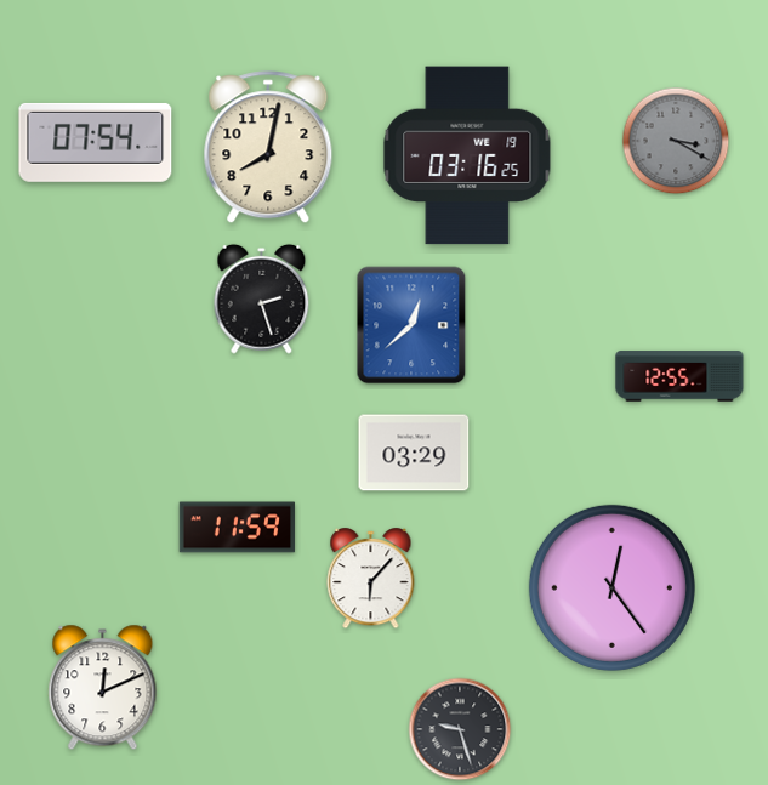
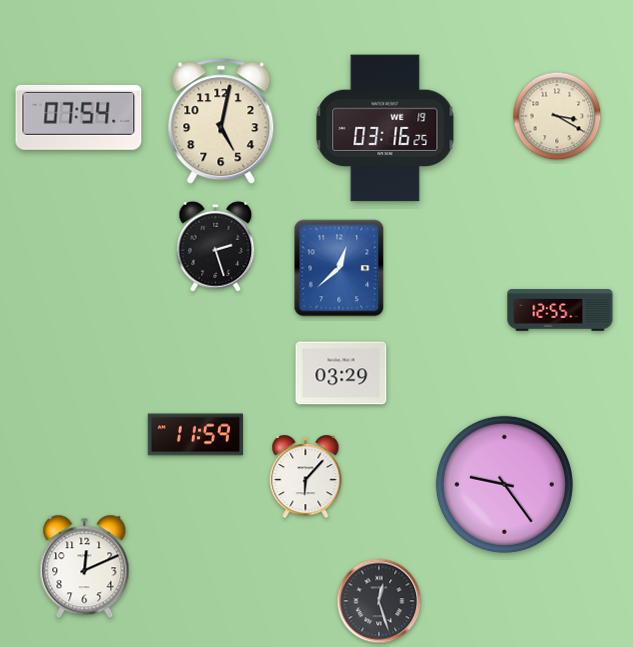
clock at (676, 141) dial: grey -> cream
clock at (268, 148): 8:02 -> 5:02
clock at (611, 587): 12:24 -> 9:24
clock at (460, 729): 9:27 -> 12:27
